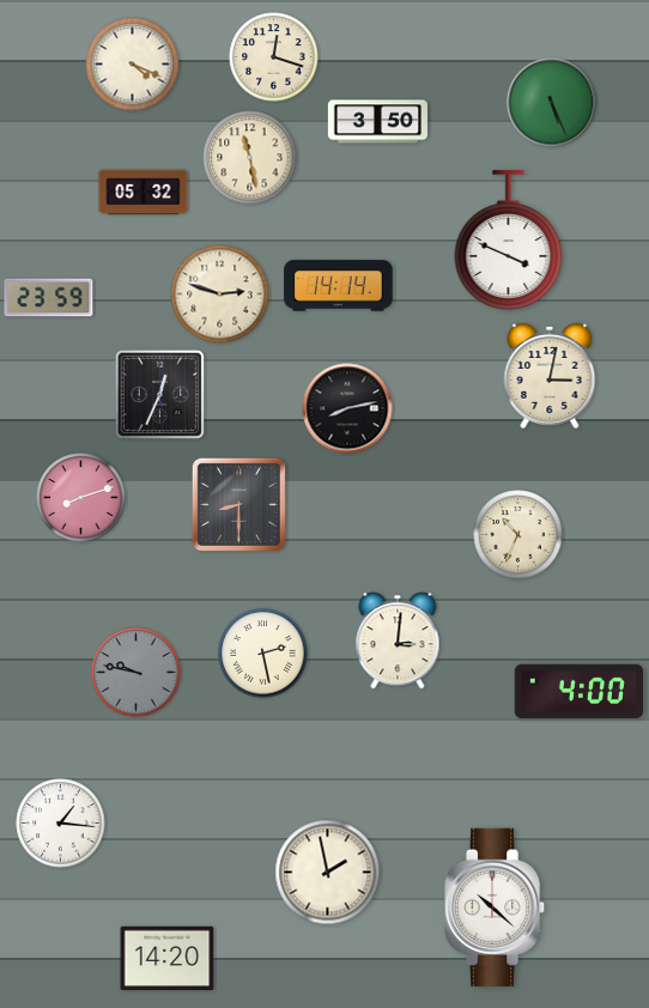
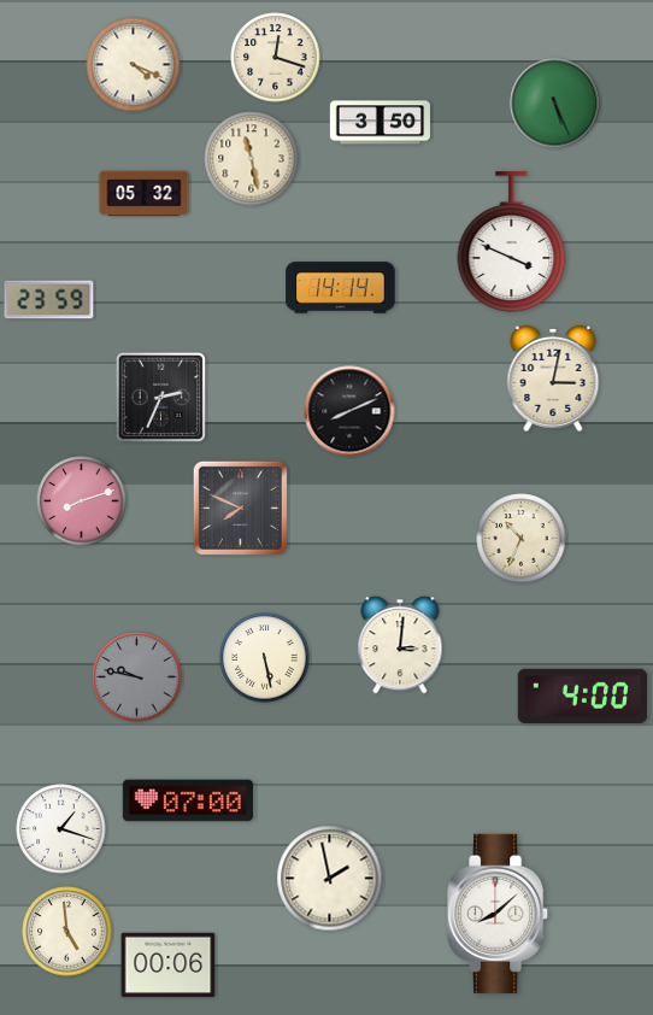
clock at (220, 294): 2:48 -> none
clock at (159, 394): 12:34 -> 2:34
clock at (347, 408): 8:13 -> 8:11
clock at (238, 504): 8:30 -> 7:49
clock at (263, 654): 2:28 -> 5:28
clock at (188, 800): none -> 07:00
clock at (61, 824): 1:16 -> 1:18
clock at (496, 907): 10:22 -> 8:08
clock at (67, 932): none -> 4:59
clock at (168, 959): 14:20 -> 00:06
